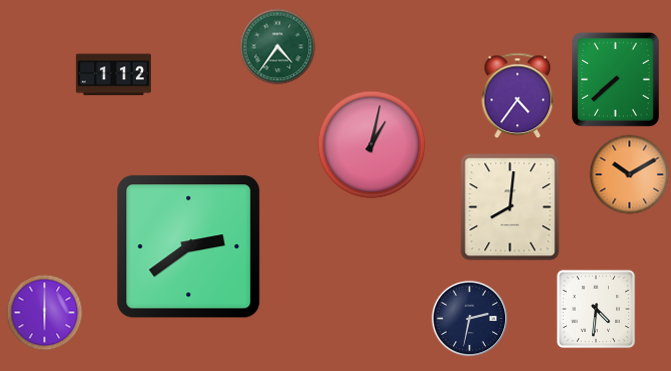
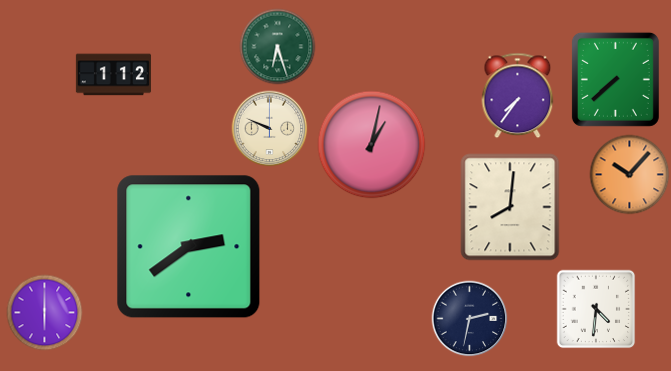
clock at (278, 47): 4:36 -> 6:27
clock at (518, 96): 4:36 -> 7:36
clock at (270, 129): none -> 9:49
clock at (630, 175): 10:10 -> 10:07
